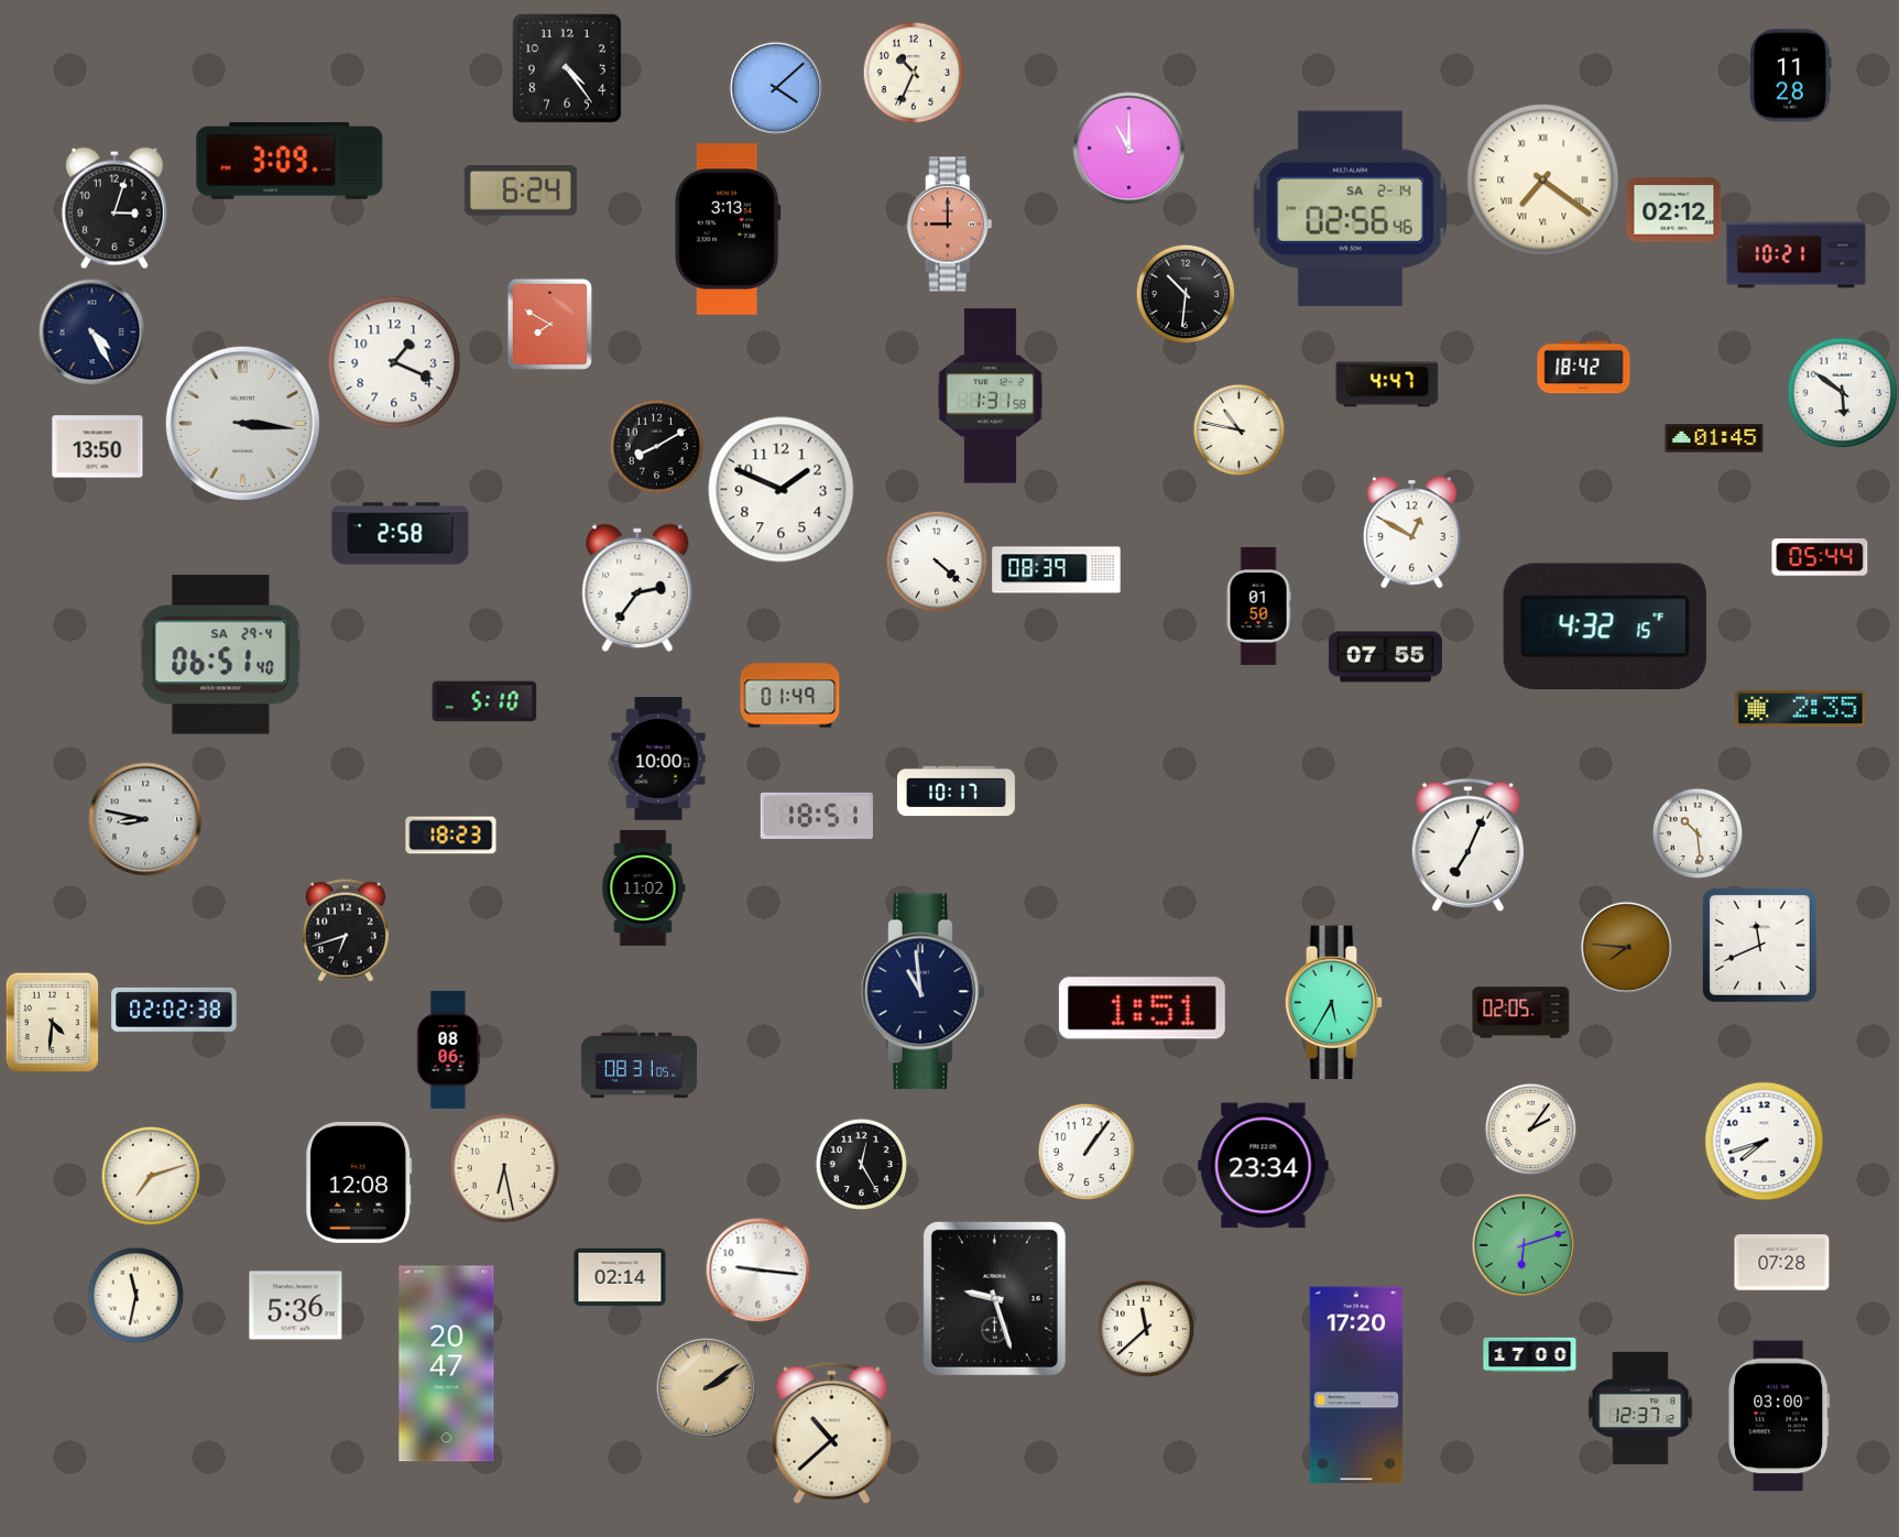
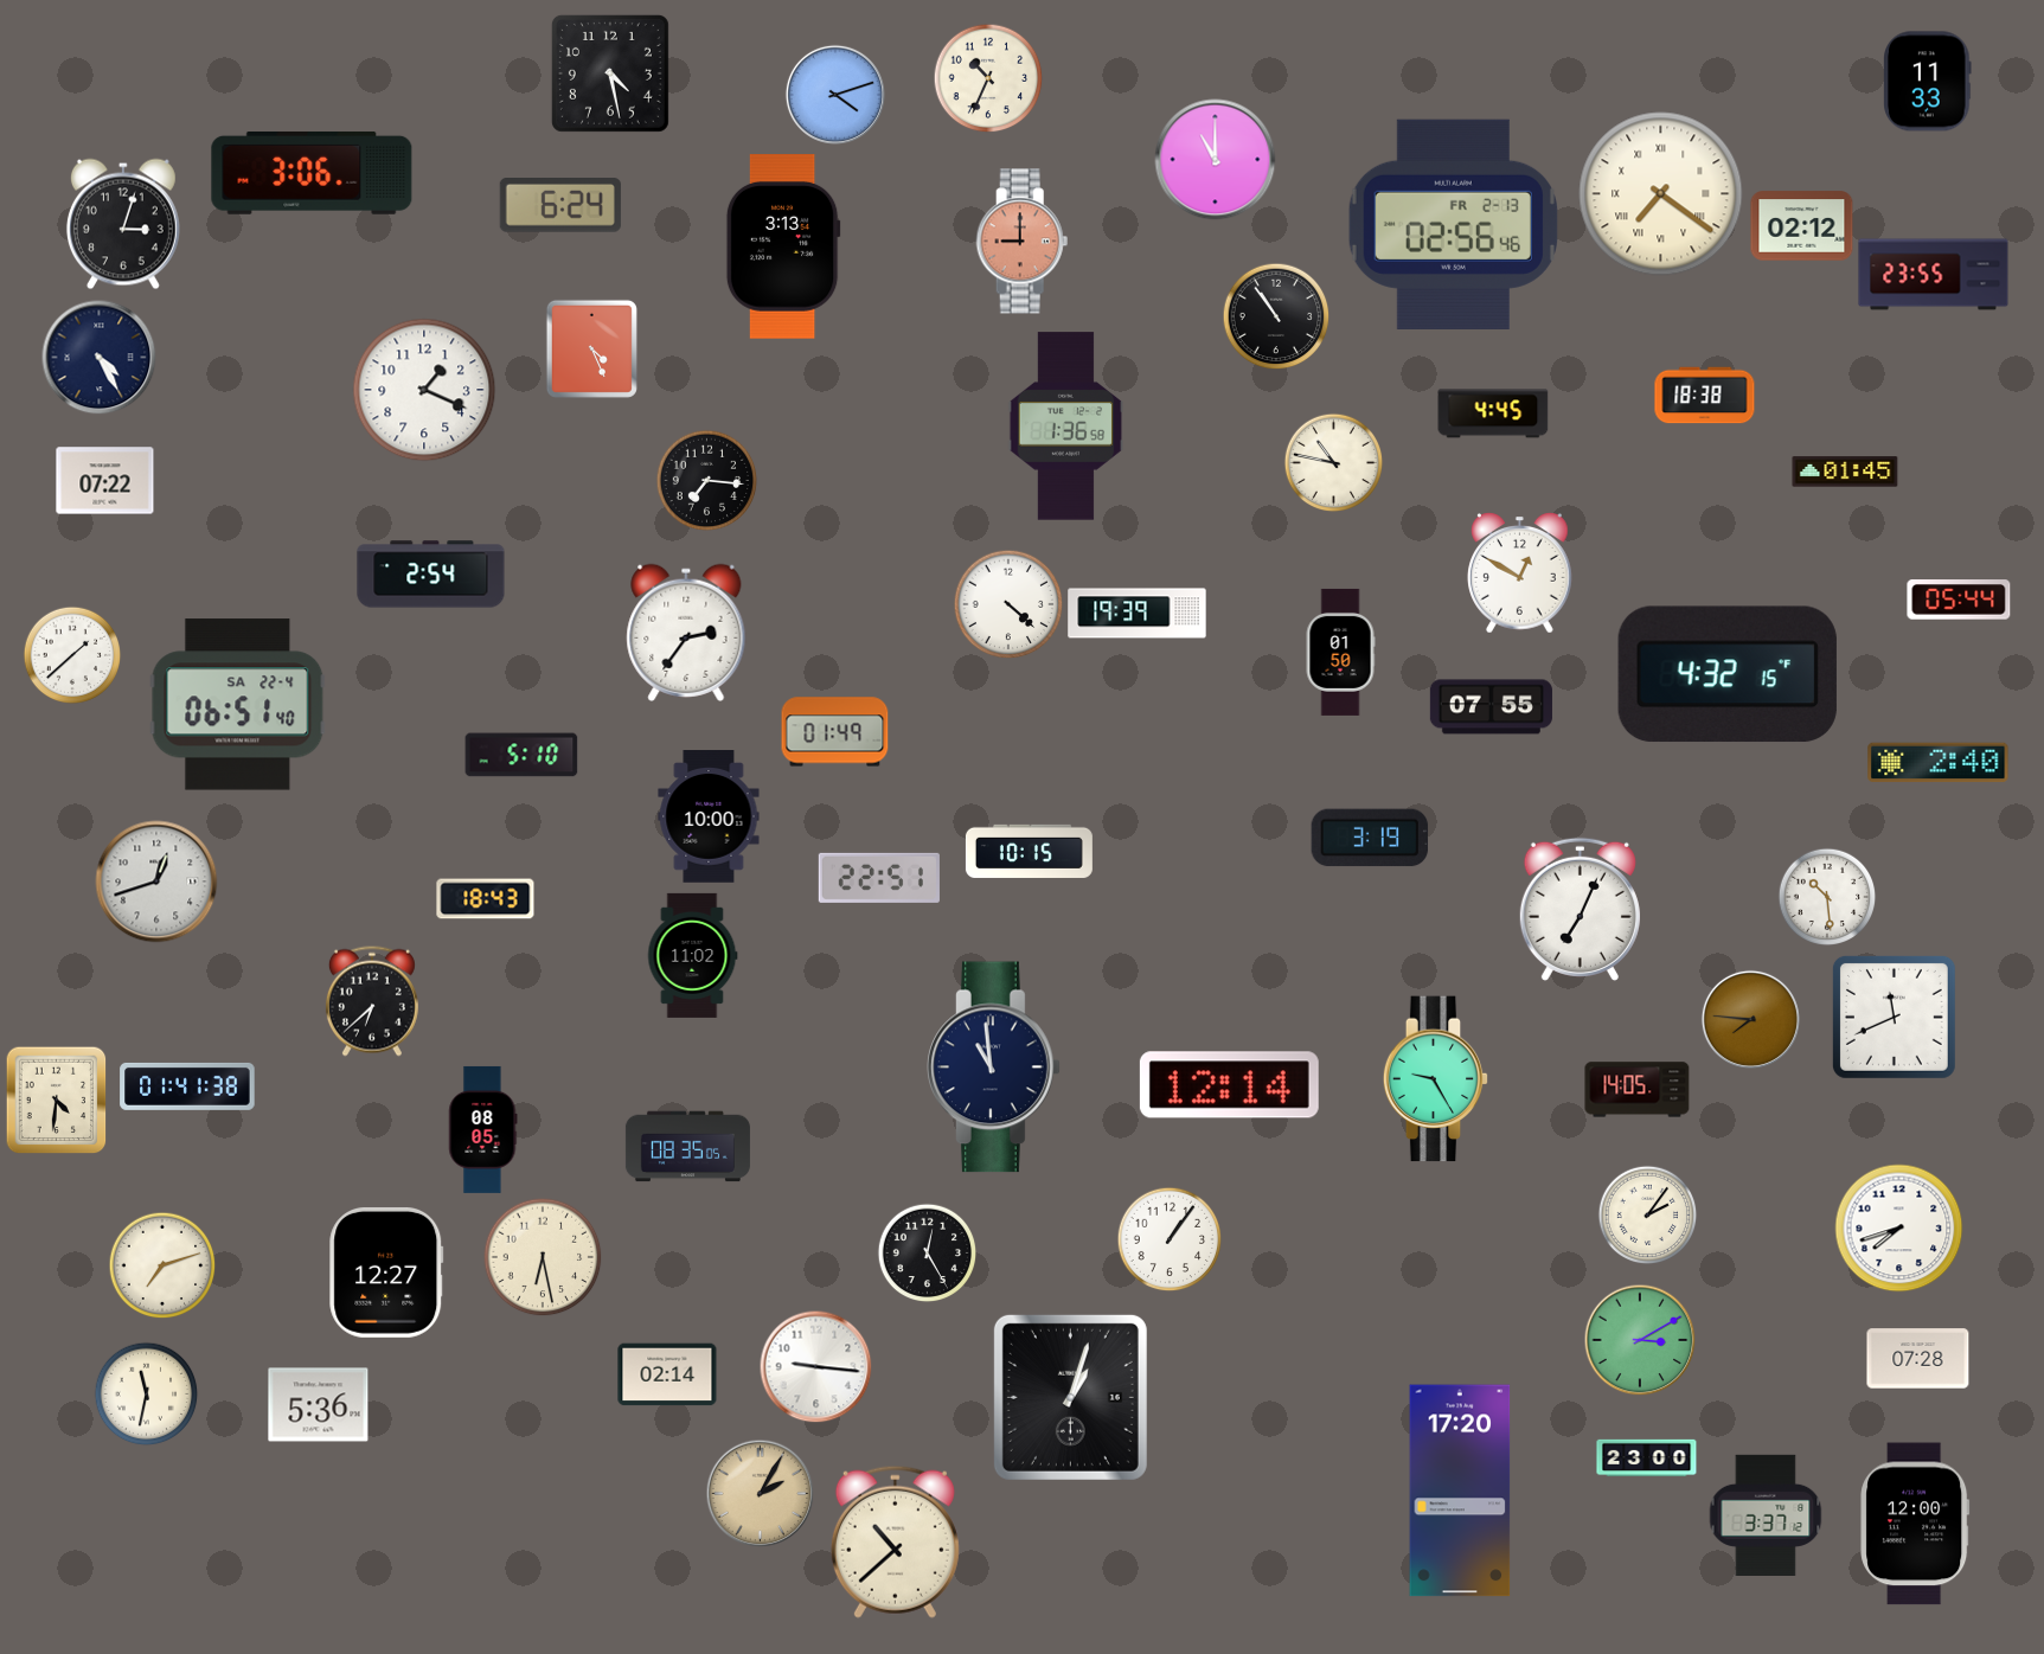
clock at (567, 68): 4:24 -> 4:28
clock at (914, 73) position: (914, 73) -> (988, 78)
clock at (1791, 76): 11:28 -> 11:33
clock at (776, 88): 4:08 -> 4:12
clock at (290, 161): 3:09 -> 3:06
clock at (1350, 208) date: SA 2-14 -> FR 2-13
clock at (1797, 255): 10:21 -> 23:55
clock at (1186, 294): 10:31 -> 10:54
clock at (549, 324): 7:50 -> 4:26
clock at (1584, 368): 18:42 -> 18:38
clock at (1387, 384): 4:47 -> 4:45
clock at (1843, 393): 5:51 -> none
clock at (991, 396): 1:31 -> 1:36
clock at (242, 423): 3:16 -> none
clock at (656, 446): 8:10 -> 7:16
clock at (98, 447): 13:50 -> 07:22
clock at (782, 490): 1:49 -> none
clock at (401, 534): 2:58 -> 2:54
clock at (1057, 570): 08:39 -> 19:39
clock at (1258, 606) position: (1258, 606) -> (1340, 652)
clock at (72, 655): none -> 1:38
clock at (221, 655) date: SA 29-4 -> SA 22-4
clock at (790, 696) position: (790, 696) -> (835, 732)
clock at (1801, 709): 2:35 -> 2:40
clock at (1370, 838): none -> 3:19
clock at (956, 791): 10:17 -> 10:15
clock at (817, 816): 18:51 -> 22:51
clock at (145, 819): 8:47 -> 12:42
clock at (451, 836): 18:23 -> 18:43
clock at (346, 930): 6:42 -> 6:38
clock at (1334, 1003): 5:35 -> 9:25
clock at (1142, 1009): 1:51 -> 12:14
clock at (174, 1010): 02:02 -> 01:41
clock at (1521, 1013): 02:05 -> 14:05
clock at (449, 1049): 08:06 -> 08:05
clock at (639, 1066): 08:31 -> 08:35
clock at (1264, 1166): 23:34 -> none
clock at (359, 1182): 12:08 -> 12:27
clock at (1524, 1245): 6:12 -> 3:10
clock at (994, 1298): 9:27 -> 1:03
clock at (1146, 1329): 11:38 -> none
clock at (1530, 1355): 17:00 -> 23:00
clock at (447, 1364): 20:47 -> none
clock at (706, 1387): 2:09 -> 2:05
clock at (1640, 1407): 12:37 -> 3:37
clock at (1779, 1416): 03:00 -> 12:00
